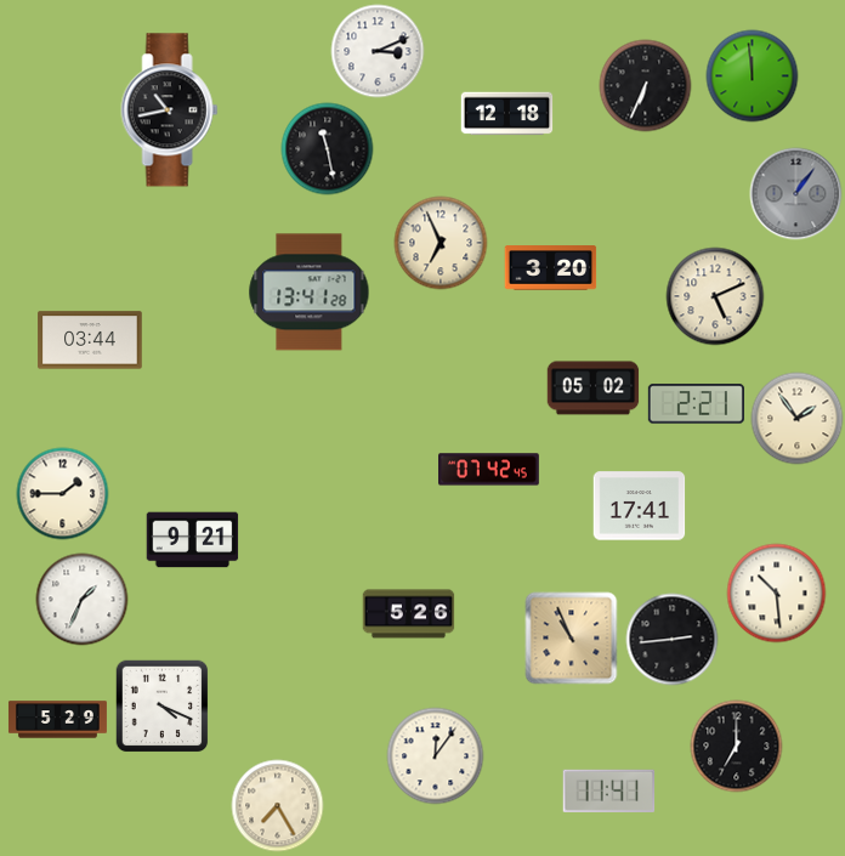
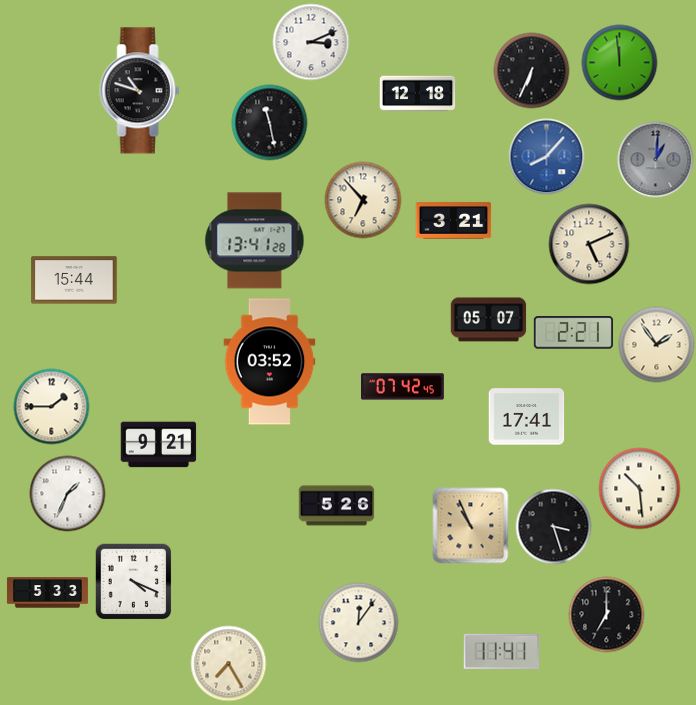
clock at (170, 110): 10:43 -> 10:48
clock at (547, 157): none -> 8:07
clock at (796, 194): 1:06 -> 1:01
clock at (441, 243): 6:56 -> 6:53
clock at (551, 268): 3:20 -> 3:21
clock at (90, 340): 03:44 -> 15:44
clock at (594, 389): 05:02 -> 05:07
clock at (270, 362): none -> 03:52
clock at (673, 640): 2:44 -> 3:27
clock at (57, 720): 5:29 -> 5:33
